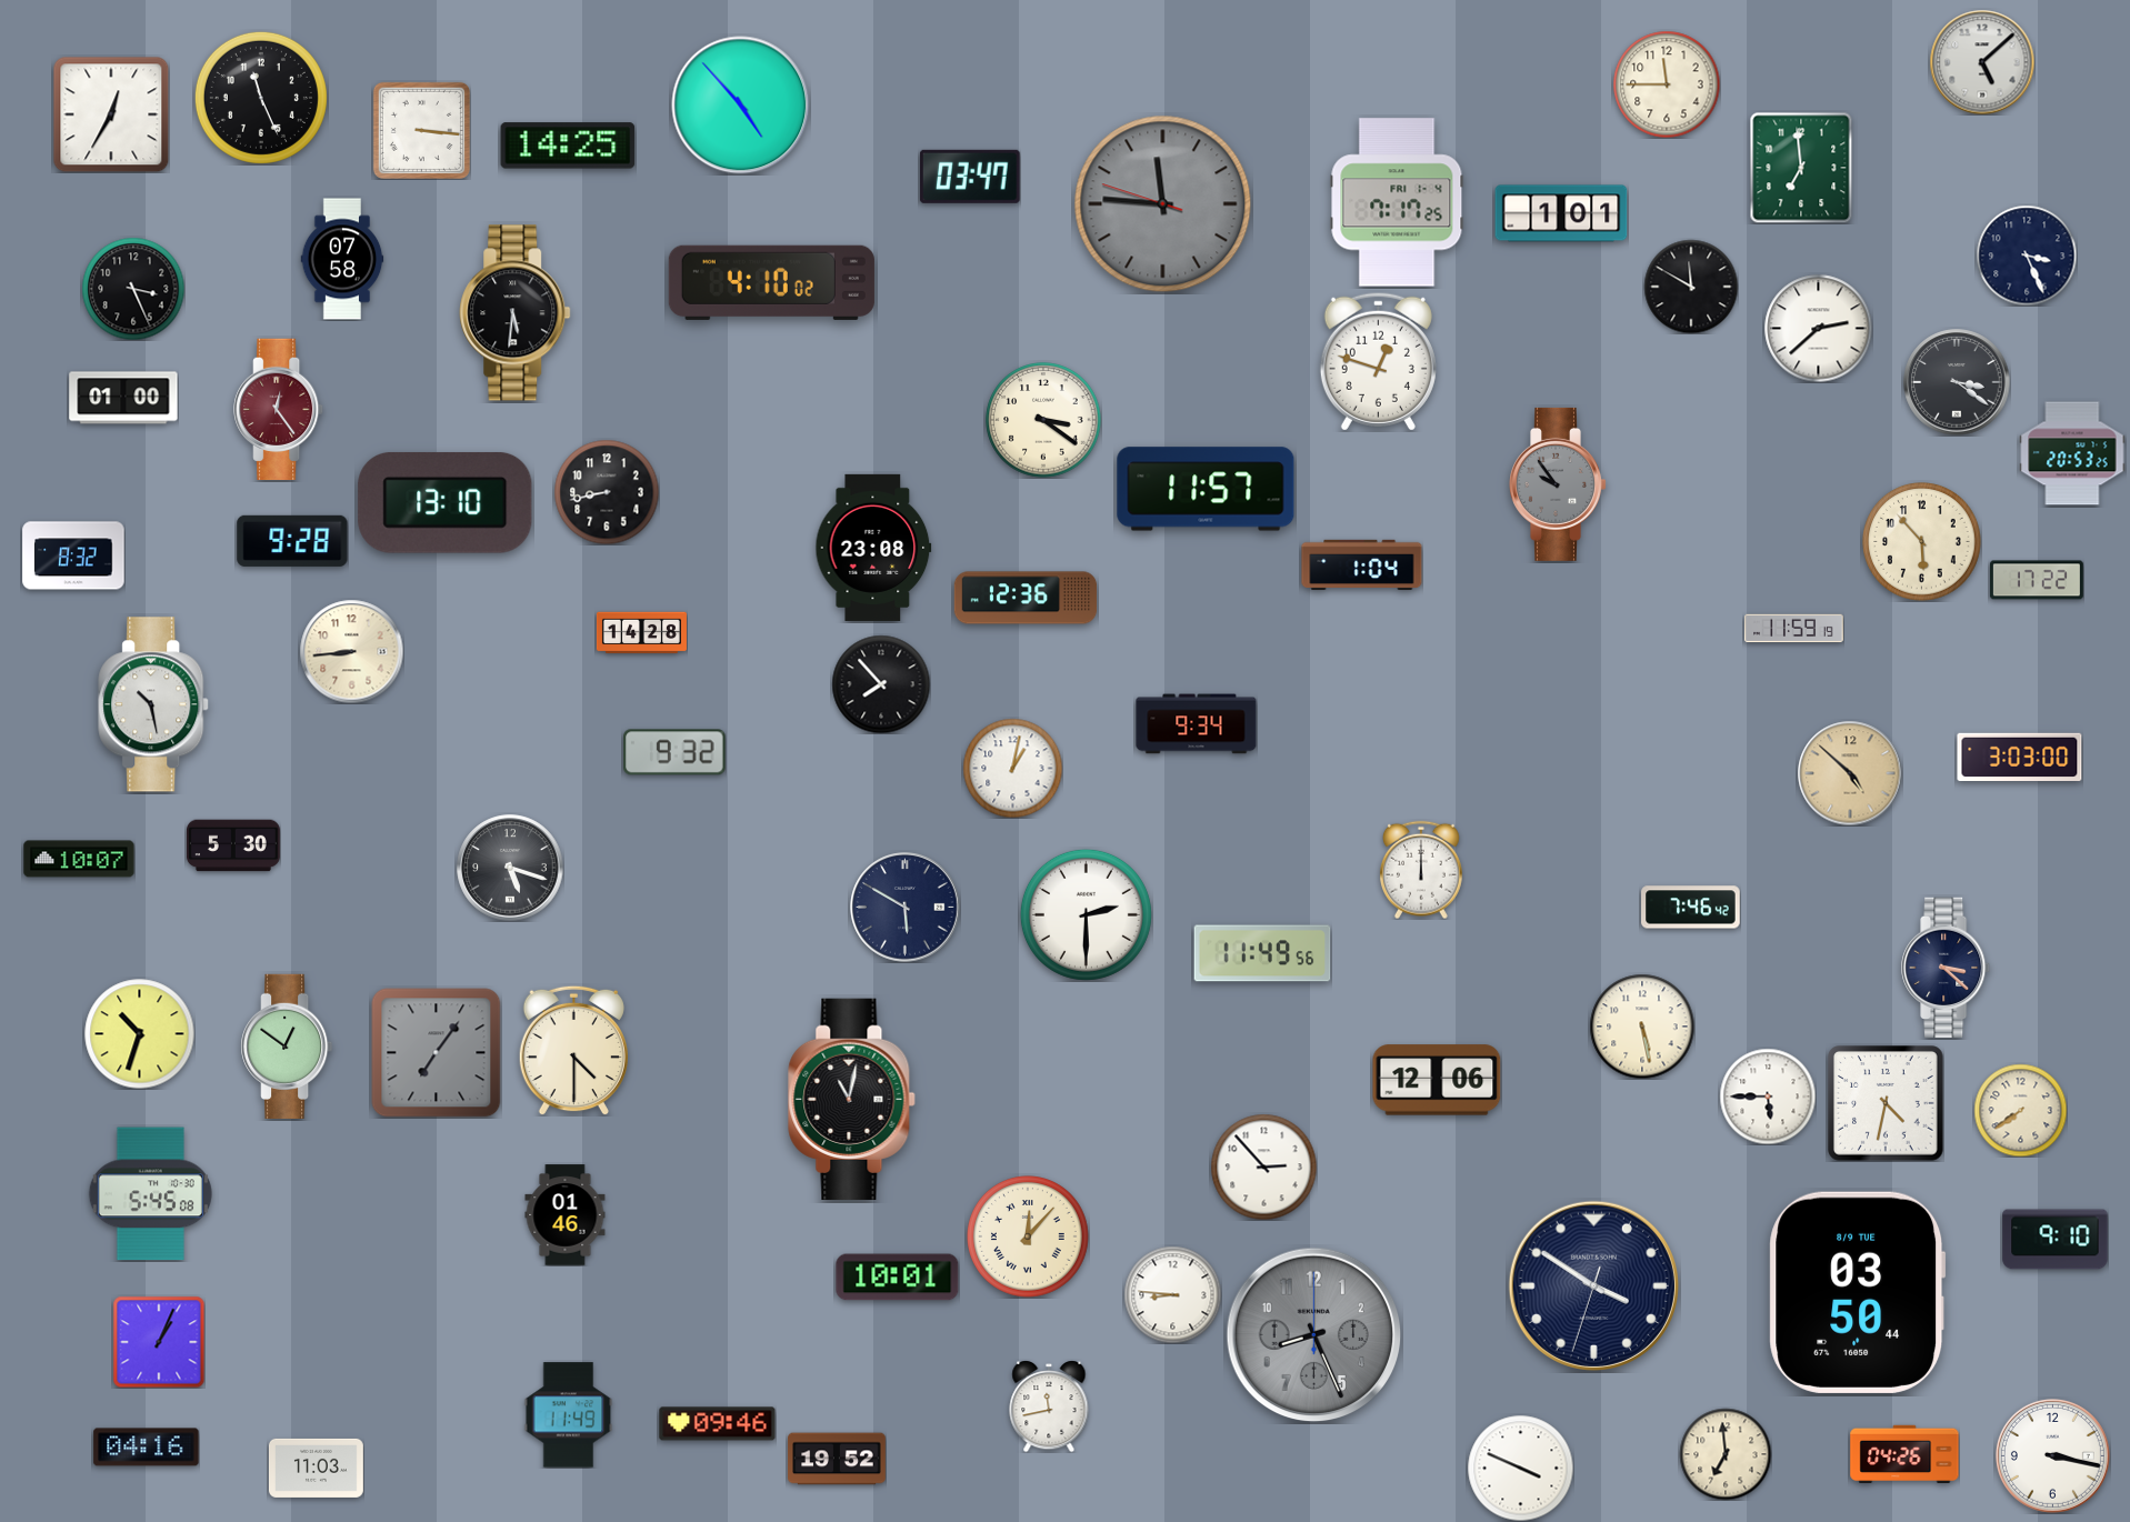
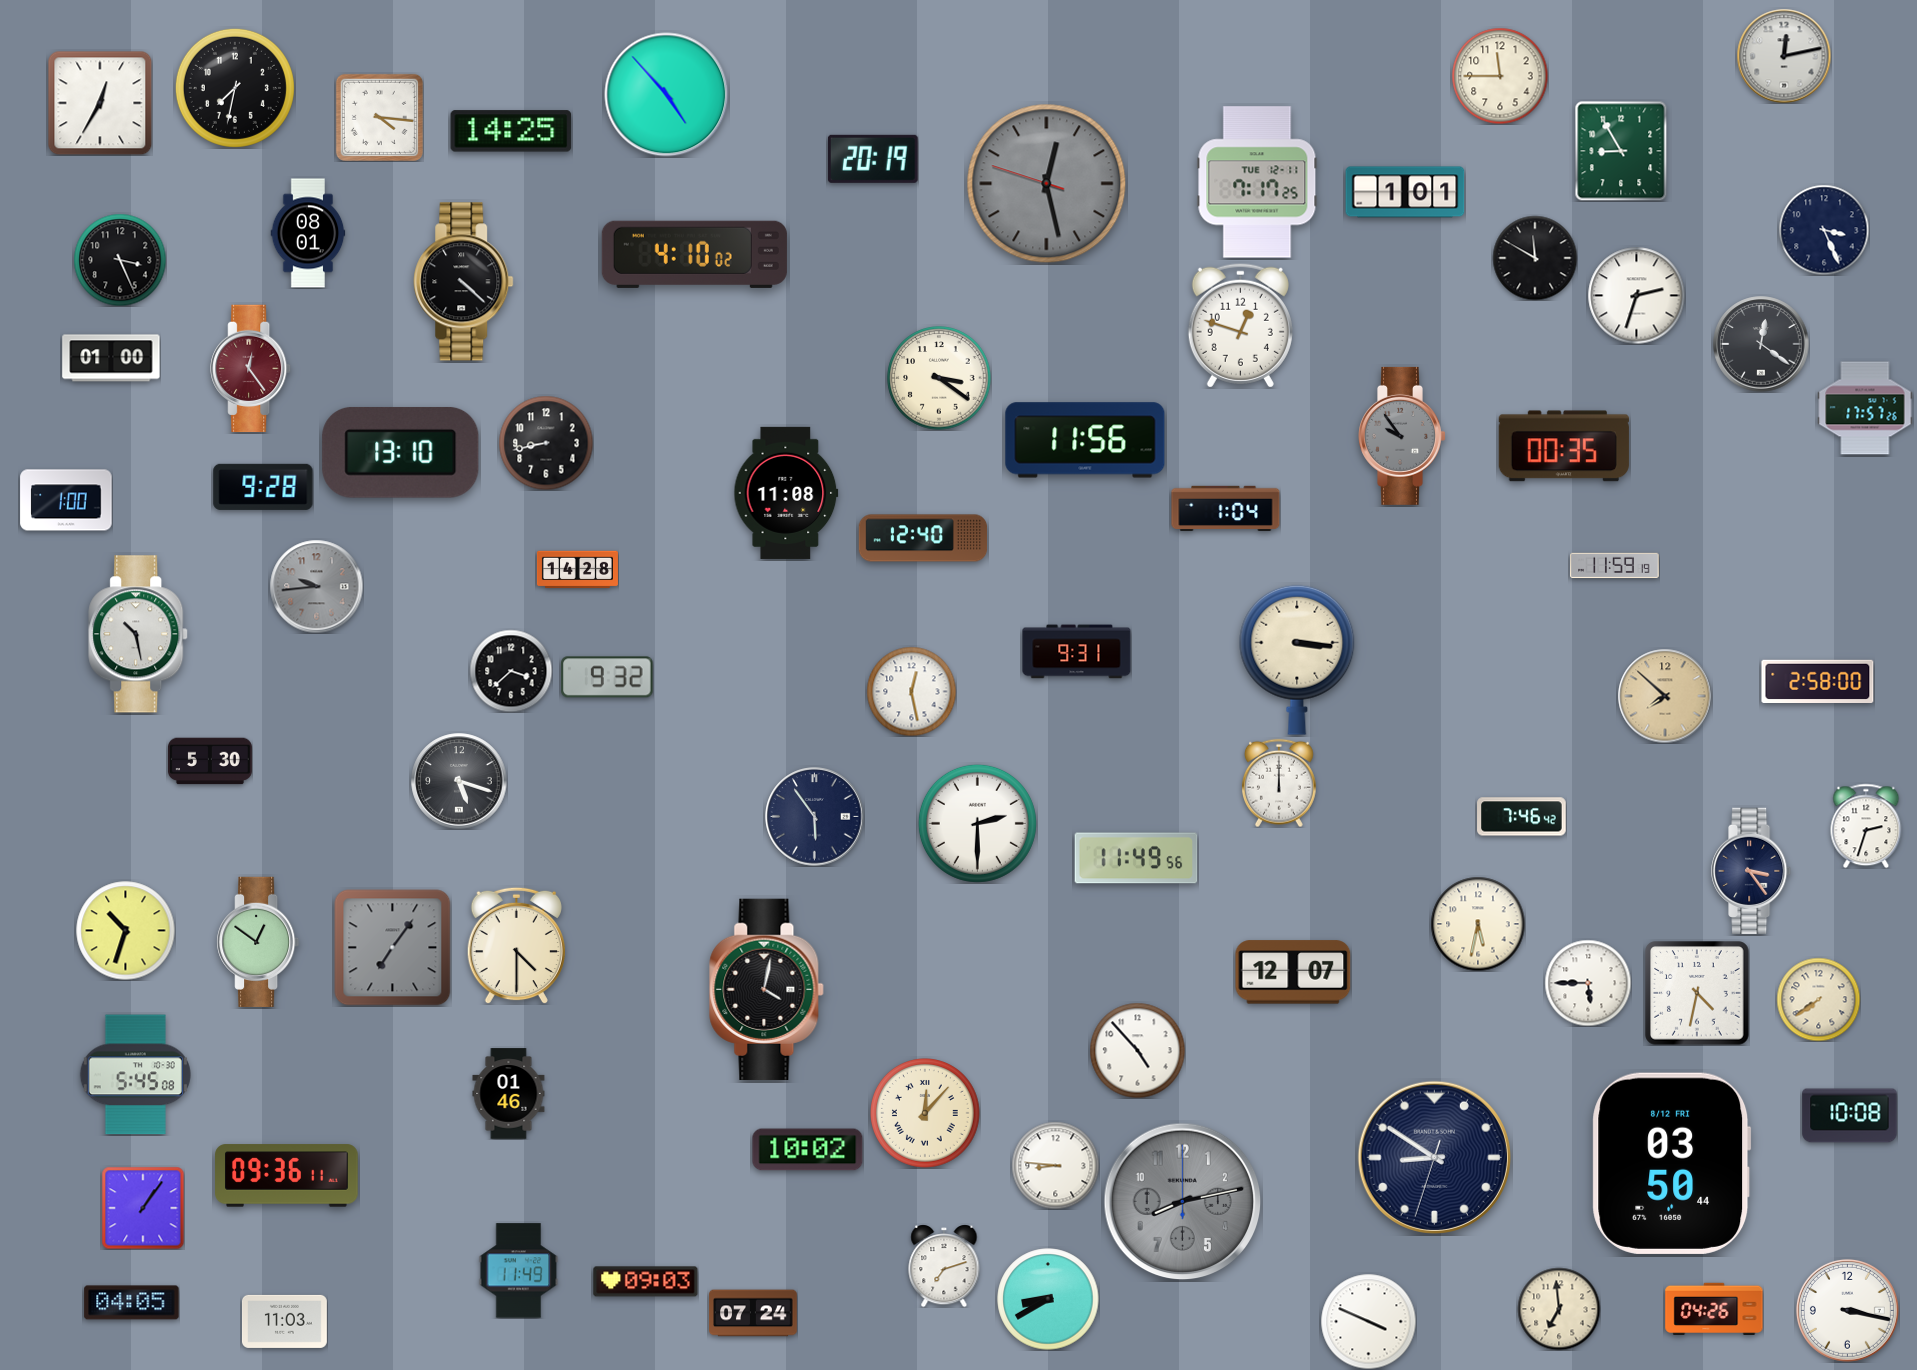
clock at (1982, 62): 5:08 -> 12:13
clock at (261, 98): 11:26 -> 7:32
clock at (421, 130): 3:16 -> 4:16
clock at (1801, 168): 6:59 -> 8:55
clock at (970, 177): 03:47 -> 20:19
clock at (1397, 202) date: FRI 1-4 -> TUE 12-11
clock at (1163, 204): 11:45 -> 12:27
clock at (342, 259): 07:58 -> 08:01
clock at (1691, 287) position: (1691, 287) -> (1535, 258)
clock at (516, 313): 5:31 -> 4:22
clock at (1818, 328): 2:38 -> 2:33
clock at (1957, 382): 3:21 -> 12:21
clock at (2072, 453): 20:53 -> 17:57
clock at (1206, 489): 11:57 -> 11:56
clock at (1564, 446): none -> 00:35
clock at (1922, 542): 5:53 -> none
clock at (873, 548): 23:08 -> 11:08
clock at (73, 555): 8:32 -> 1:00
clock at (2037, 580): 17:22 -> none
clock at (1026, 598): 12:36 -> 12:40
clock at (351, 651): 8:44 -> 9:44
clock at (351, 651) dial: cream -> grey
clock at (881, 684): 7:53 -> none
clock at (1197, 724): 9:34 -> 9:31
clock at (1297, 660): none -> 3:16
clock at (511, 671): none -> 3:38
clock at (2020, 758): 3:03 -> 2:58
clock at (1012, 768): 1:02 -> 12:28
clock at (1850, 773): 4:52 -> 7:52
clock at (79, 859): 10:07 -> none
clock at (906, 908): 5:50 -> 5:54
clock at (1866, 826): none -> 2:33
clock at (1947, 968): 3:22 -> 3:24
clock at (1642, 1027): 5:28 -> 5:32
clock at (1437, 1080): 12:06 -> 12:07
clock at (1768, 1097) position: (1768, 1097) -> (1588, 983)
clock at (852, 1099): 11:02 -> 4:02
clock at (1263, 1166): 2:53 -> 4:53
clock at (2056, 1240): 9:10 -> 10:08
clock at (898, 1278): 10:01 -> 10:02
clock at (1593, 1285): 3:50 -> 8:50
clock at (1858, 1292) date: 8/9 TUE -> 8/12 FRI
clock at (287, 1176): none -> 09:36
clock at (1314, 1335): 8:26 -> 8:13
clock at (159, 1342): 1:04 -> 1:06
clock at (1049, 1406): 11:43 -> 7:12
clock at (569, 1415) position: (569, 1415) -> (519, 1271)
clock at (718, 1424): 09:46 -> 09:03
clock at (1048, 1299): none -> 8:40
clock at (147, 1448): 04:16 -> 04:05
clock at (1726, 1454) position: (1726, 1454) -> (1559, 1309)
clock at (837, 1459): 19:52 -> 07:24
